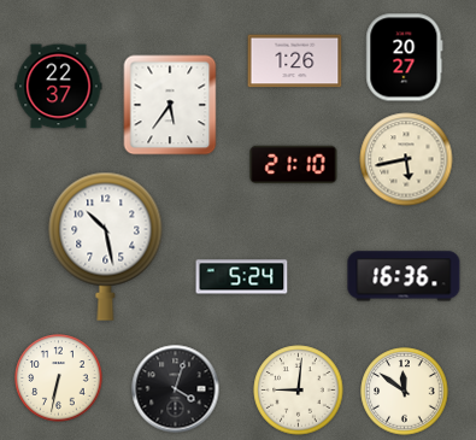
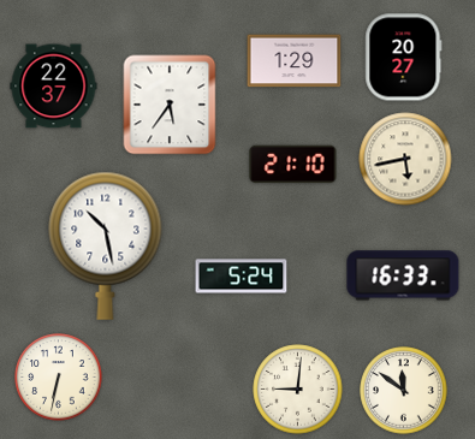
clock at (295, 61): 1:26 -> 1:29
clock at (59, 87) position: (59, 87) -> (54, 87)
clock at (404, 276): 16:36 -> 16:33
clock at (176, 389): 4:03 -> none
